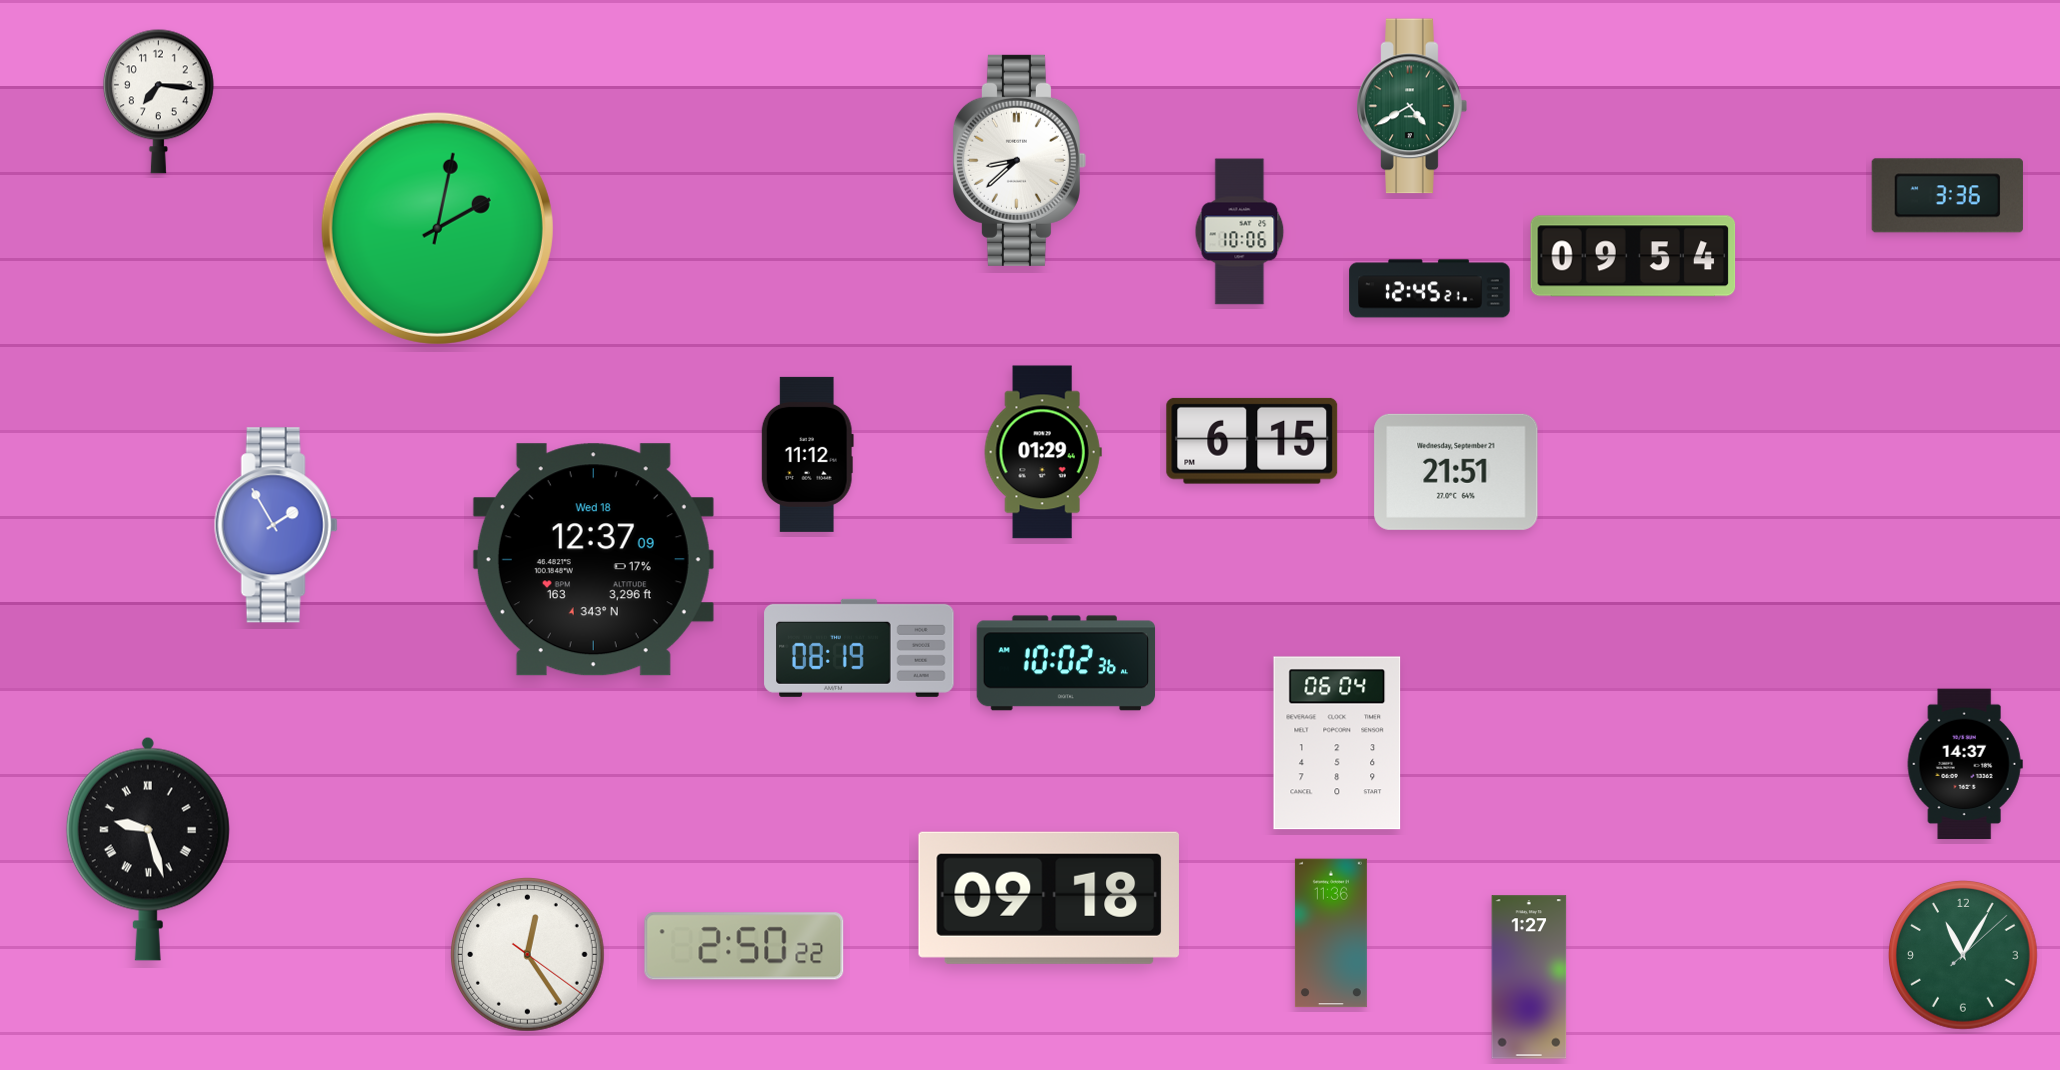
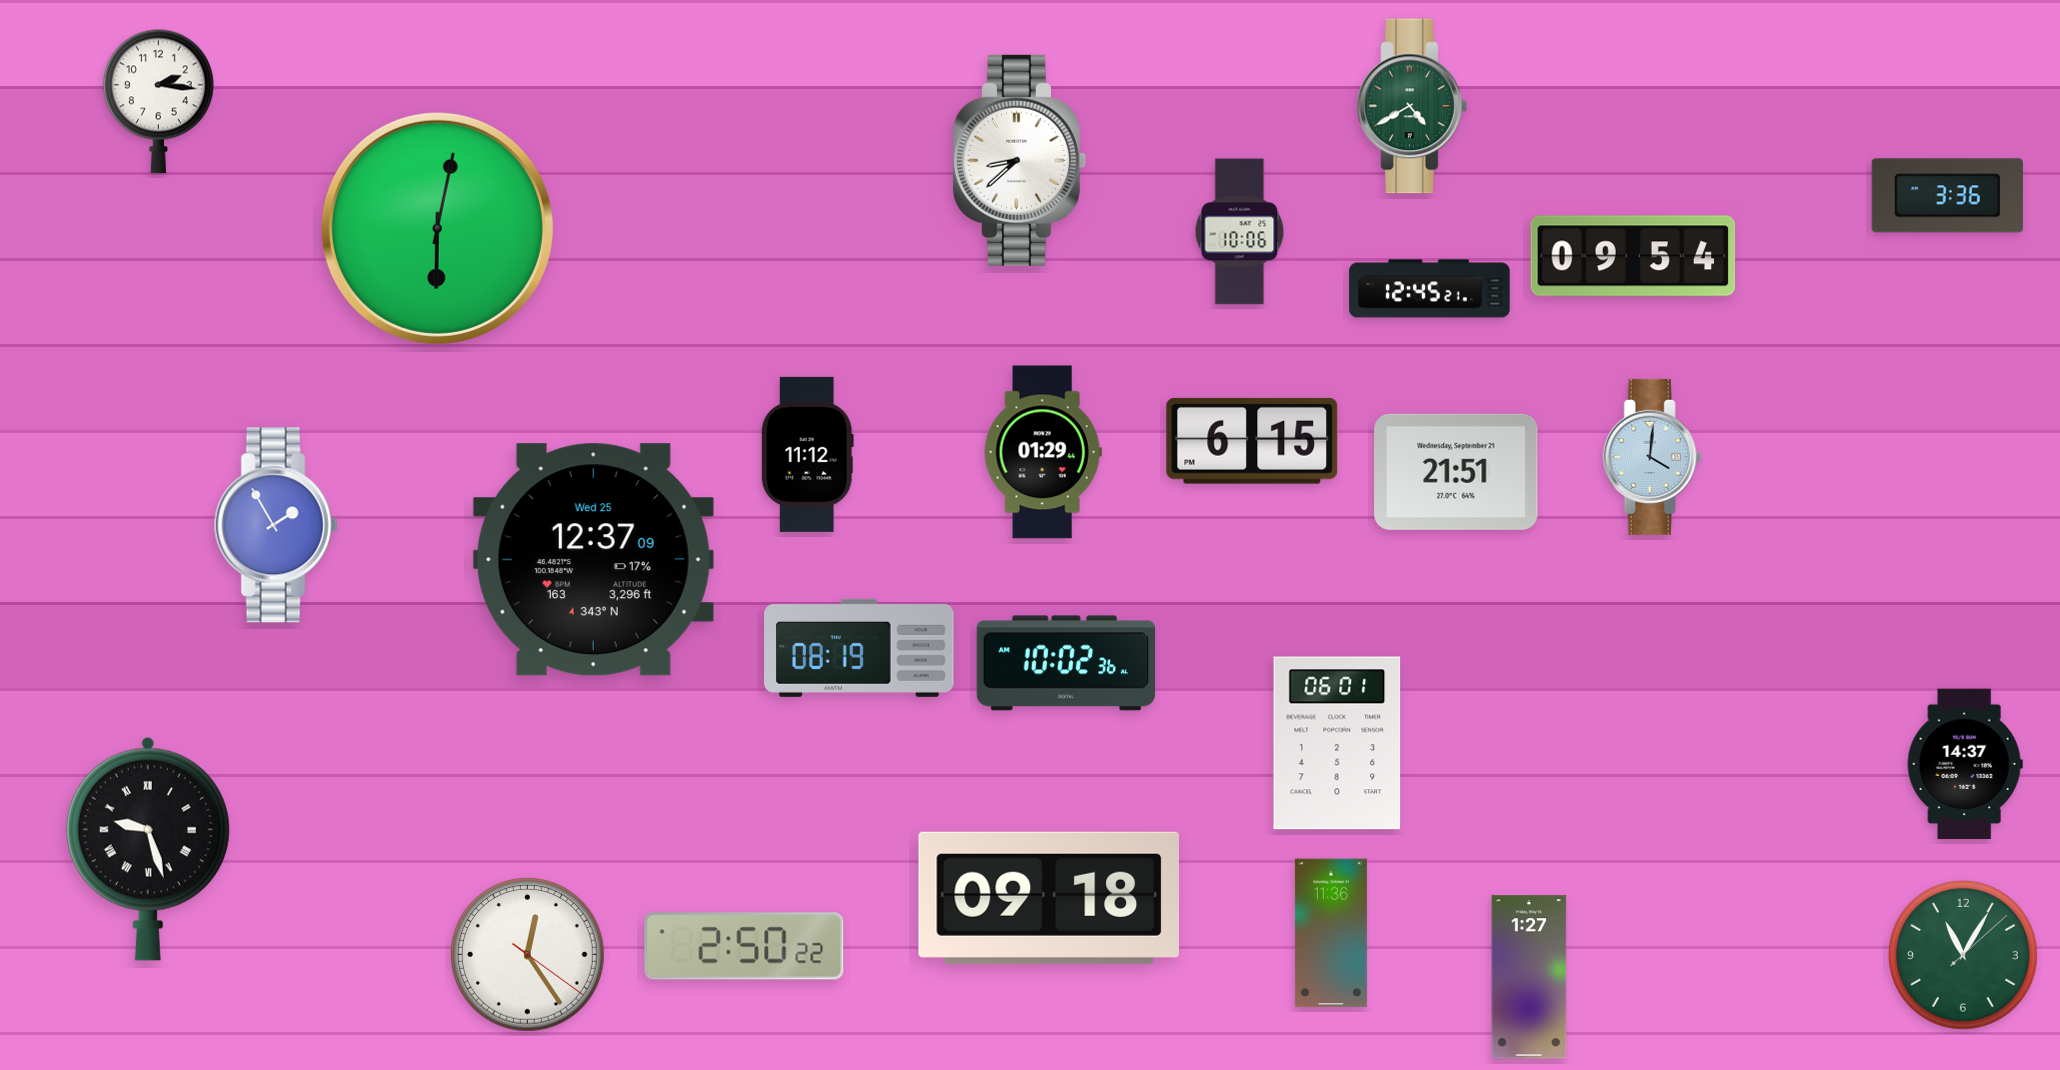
clock at (158, 101): 7:16 -> 2:16
clock at (437, 228): 2:02 -> 6:02
clock at (1652, 457): none -> 4:01
clock at (593, 560) date: Wed 18 -> Wed 25
clock at (1337, 743): 06:04 -> 06:01
